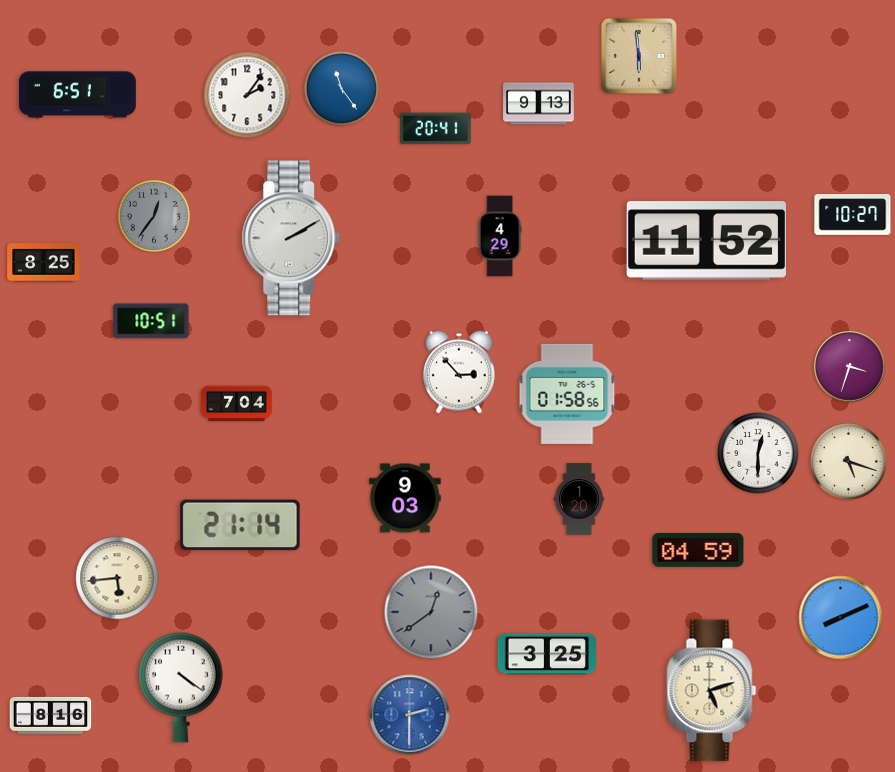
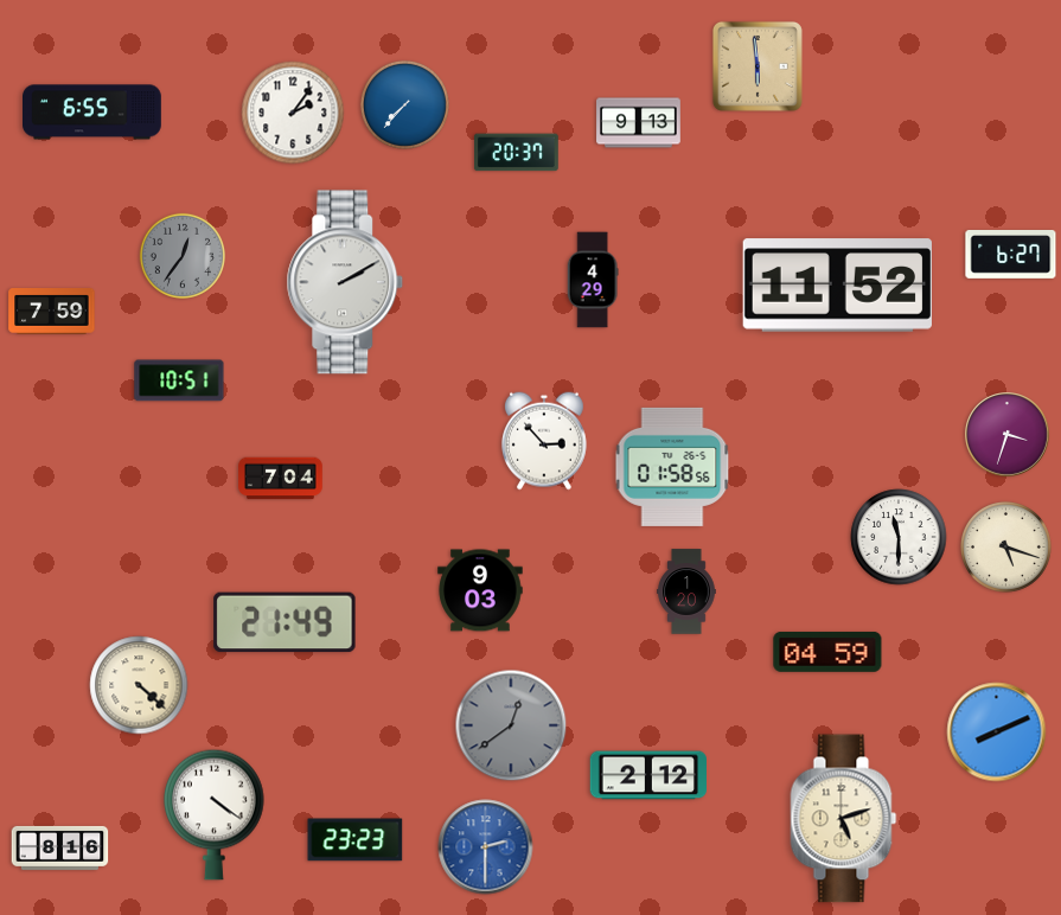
clock at (341, 88): 11:24 -> 7:37
clock at (78, 95): 6:51 -> 6:55
clock at (436, 129): 20:41 -> 20:37
clock at (853, 215): 10:27 -> 6:27
clock at (44, 263): 8:25 -> 7:59
clock at (758, 453): 12:30 -> 11:30
clock at (240, 525): 21:14 -> 21:49
clock at (117, 578): 5:44 -> 4:22
clock at (546, 654): 3:25 -> 2:12
clock at (356, 840): none -> 23:23
